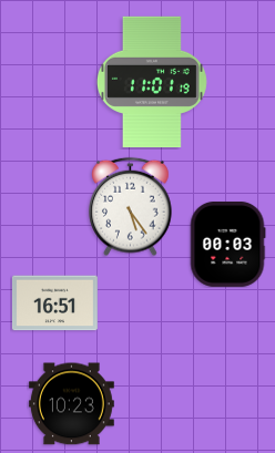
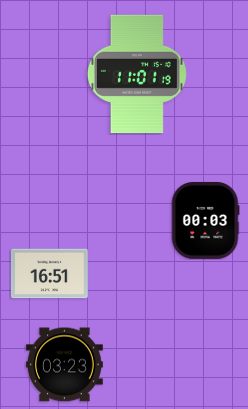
clock at (131, 206): 5:24 -> none
clock at (71, 404): 10:23 -> 03:23
